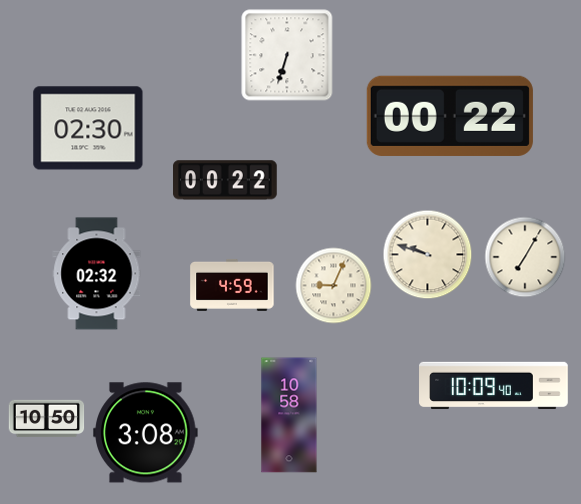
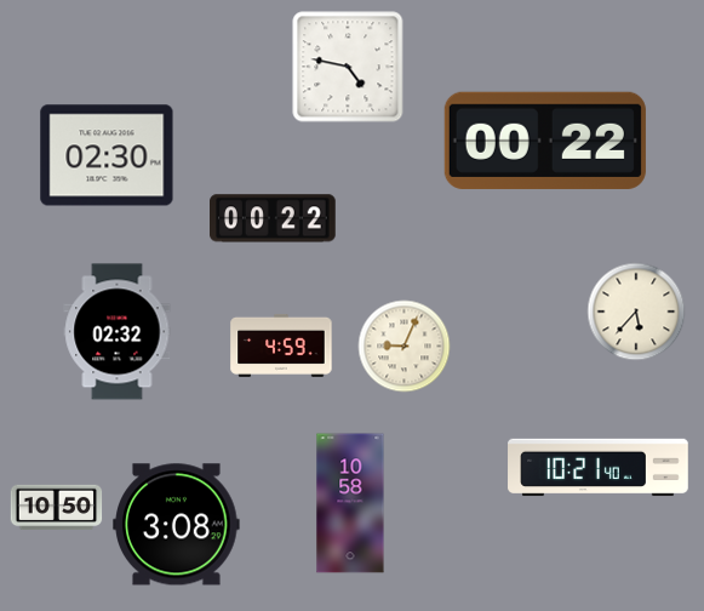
clock at (287, 55): 6:33 -> 4:47
clock at (428, 255): 9:48 -> none
clock at (525, 257): 7:05 -> 5:37
clock at (494, 386): 10:09 -> 10:21
